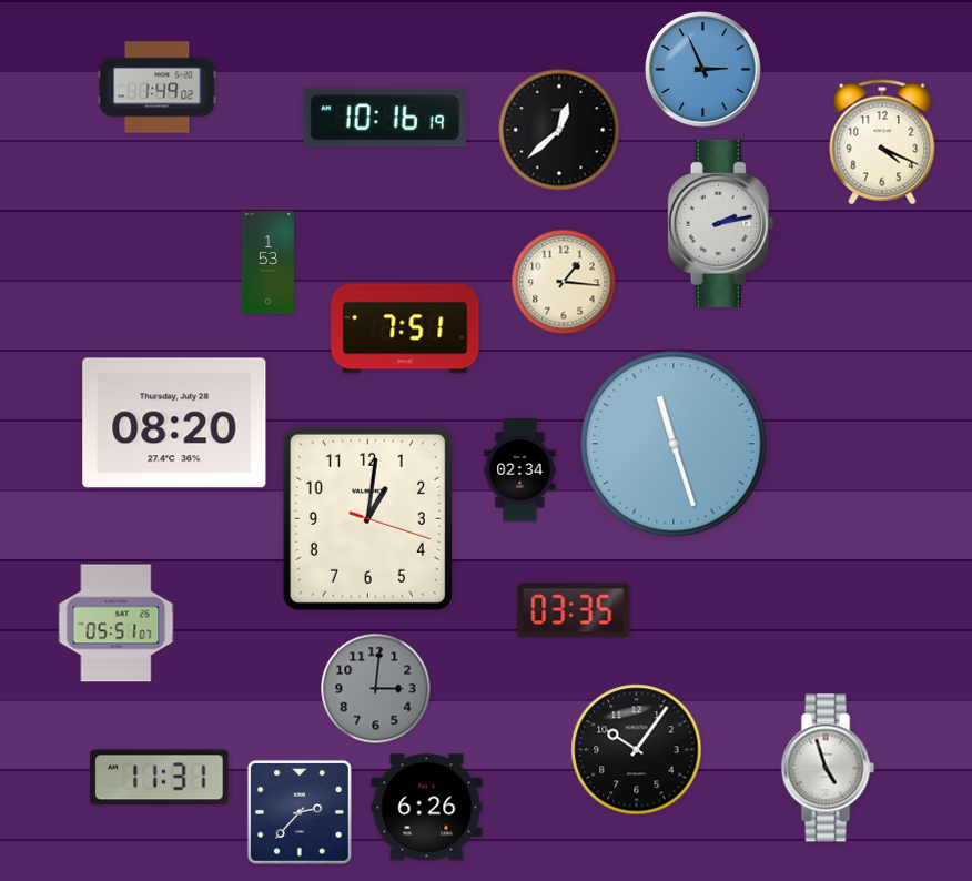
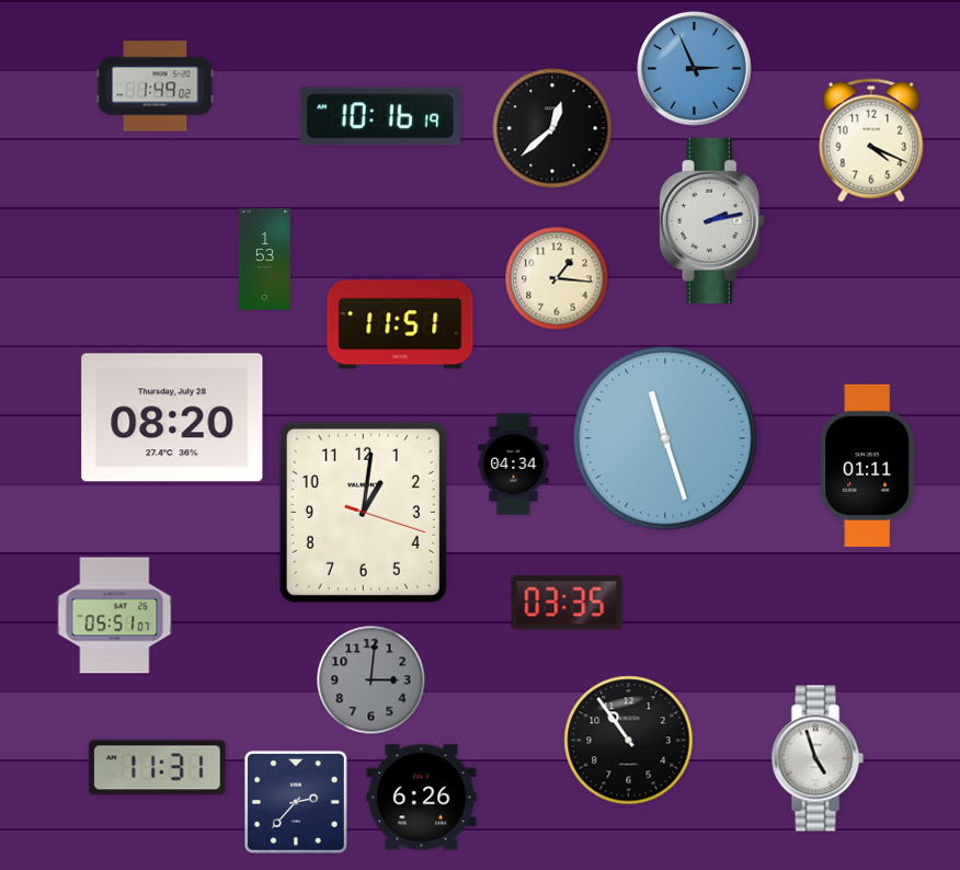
clock at (405, 328): 7:51 -> 11:51
clock at (520, 470): 02:34 -> 04:34
clock at (868, 466): none -> 01:11
clock at (637, 750): 10:06 -> 10:54
